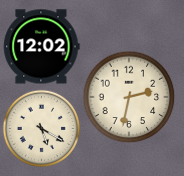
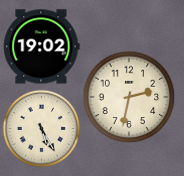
clock at (42, 47): 12:02 -> 19:02
clock at (41, 128): 5:20 -> 5:25
